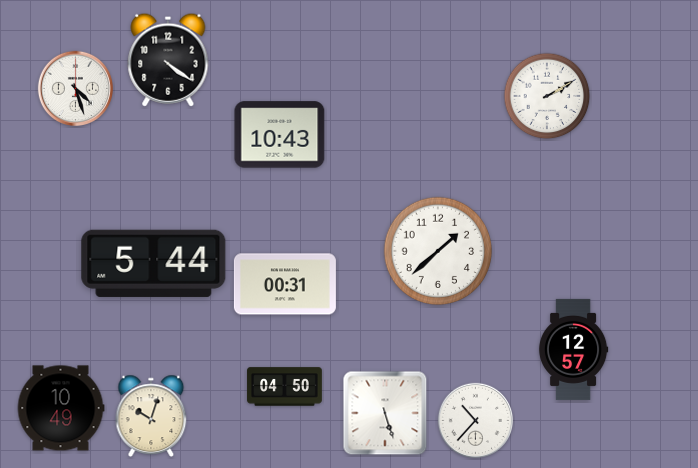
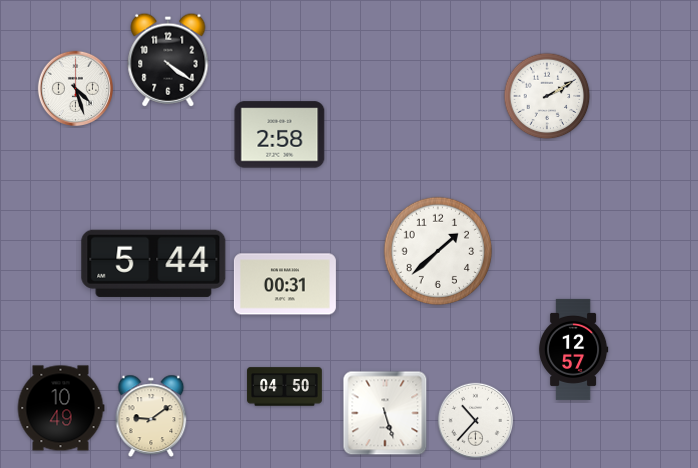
clock at (280, 135): 10:43 -> 2:58
clock at (151, 415): 10:03 -> 9:09
